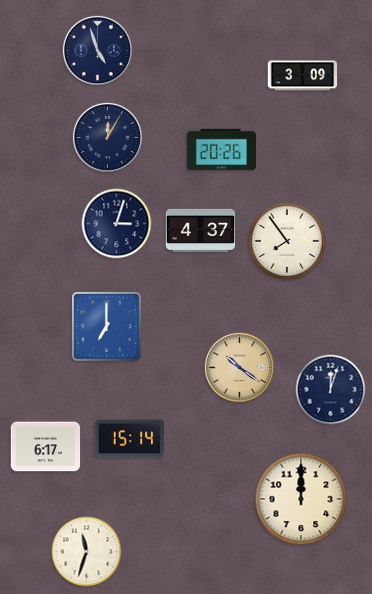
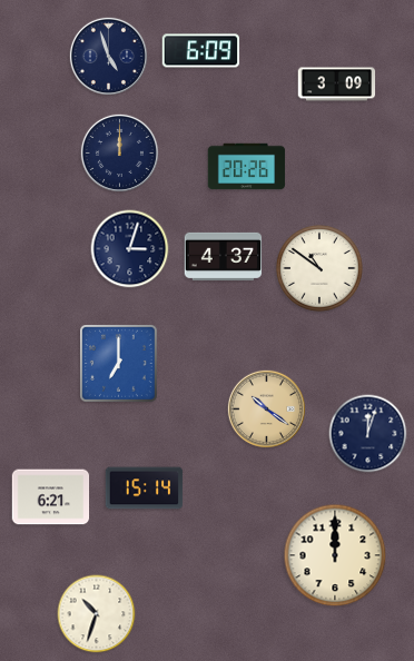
clock at (201, 51): none -> 6:09
clock at (107, 137): 12:05 -> 12:00
clock at (288, 242): 7:54 -> 10:51
clock at (46, 447): 6:17 -> 6:21
clock at (87, 552): 11:33 -> 10:33
